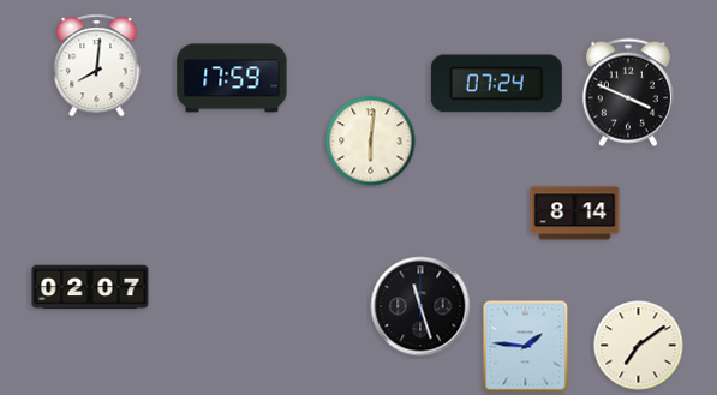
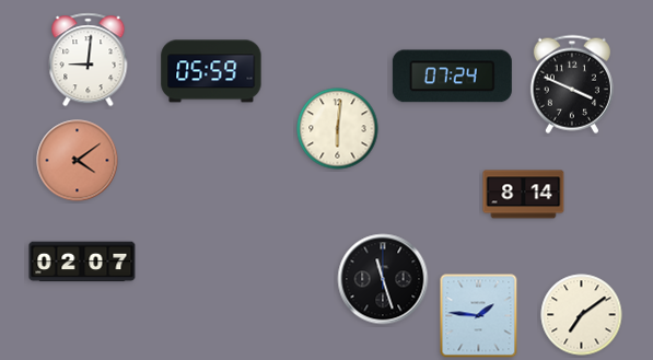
clock at (97, 66): 8:01 -> 9:01
clock at (232, 78): 17:59 -> 05:59
clock at (78, 161): none -> 4:09
